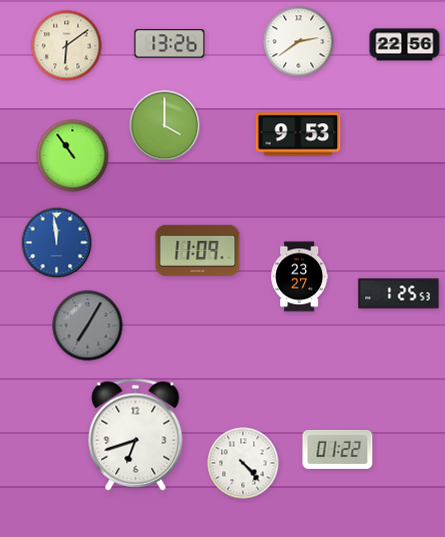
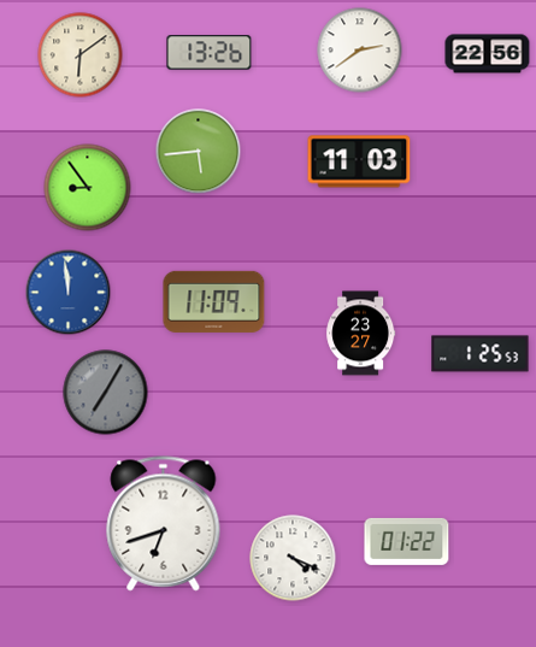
clock at (170, 44) position: (170, 44) -> (210, 53)
clock at (165, 126): 4:00 -> 5:44
clock at (298, 134): 9:53 -> 11:03
clock at (73, 156): 10:54 -> 8:54
clock at (198, 250) position: (198, 250) -> (214, 301)
clock at (243, 463): 4:23 -> 4:19
